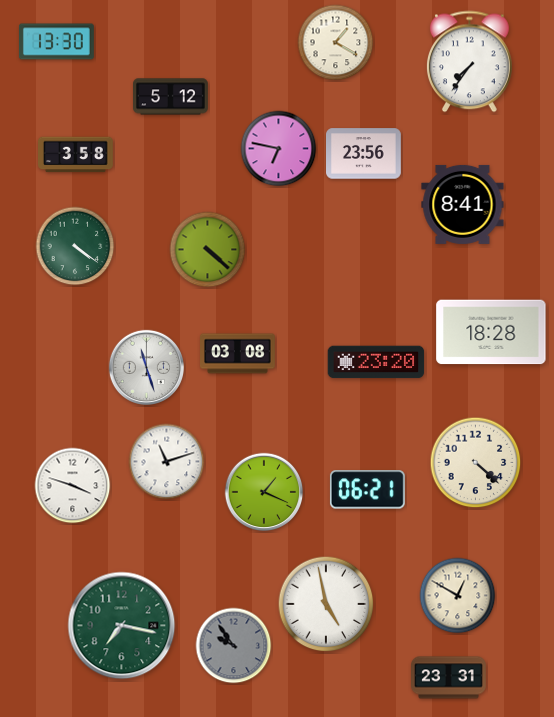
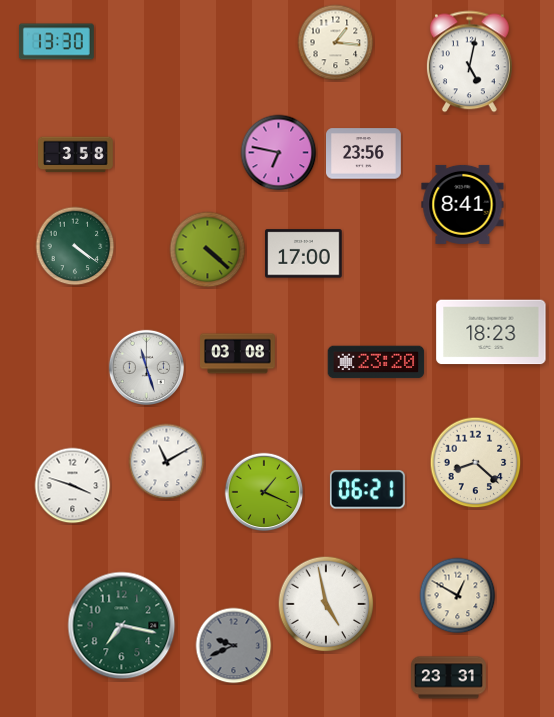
clock at (336, 43): 1:20 -> 1:16
clock at (469, 62): 7:36 -> 5:02
clock at (171, 97): 5:12 -> none
clock at (279, 149) position: (279, 149) -> (279, 153)
clock at (304, 254): none -> 17:00
clock at (491, 332): 18:28 -> 18:23
clock at (167, 462): 11:12 -> 11:10
clock at (476, 463): 4:22 -> 8:22
clock at (234, 646): 9:54 -> 9:41
